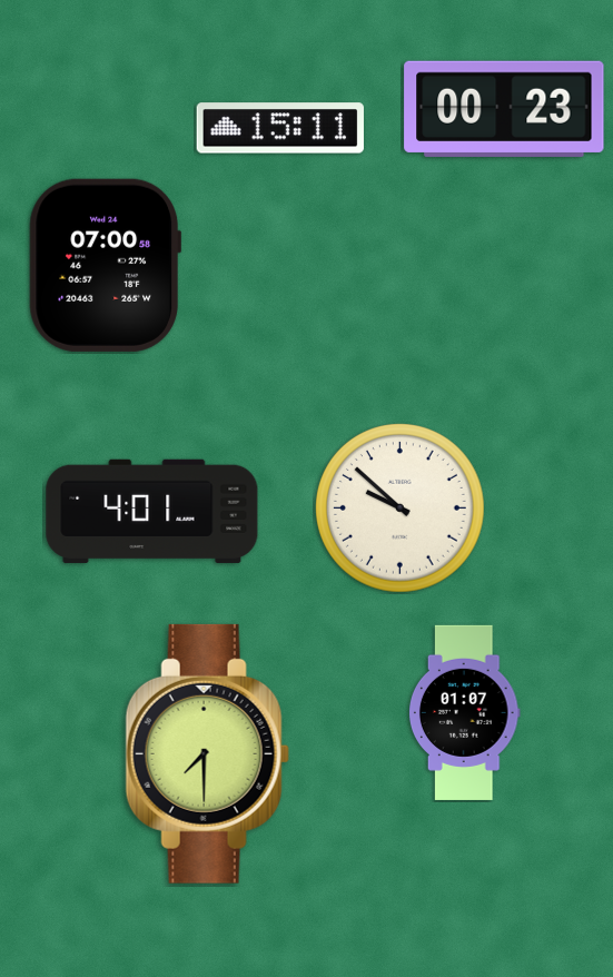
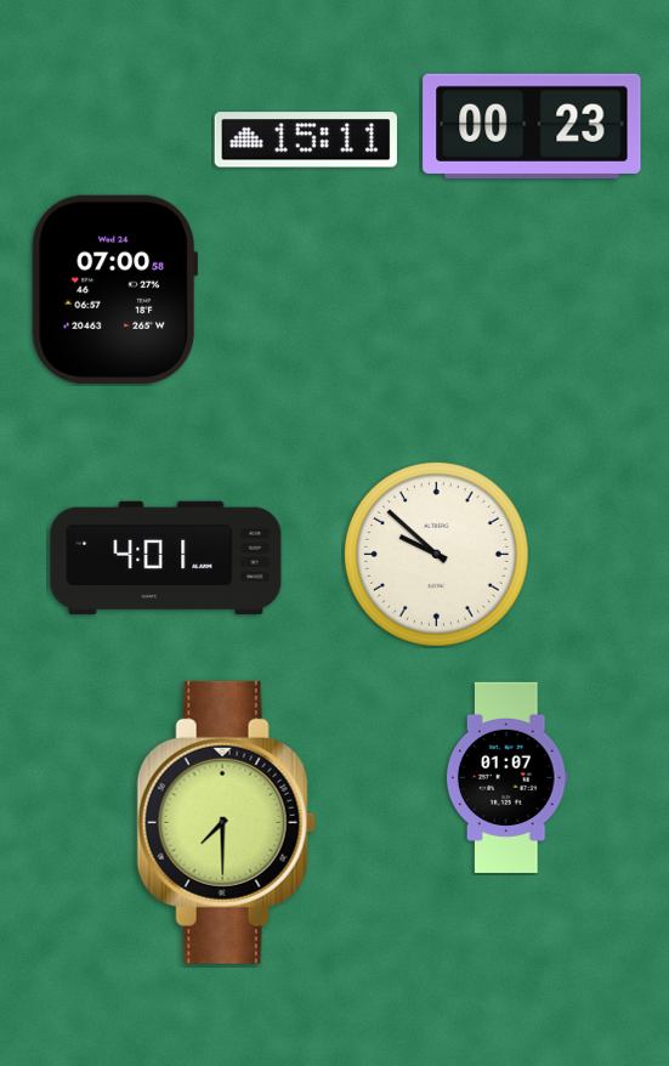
clock at (504, 109) position: (504, 109) -> (532, 126)
